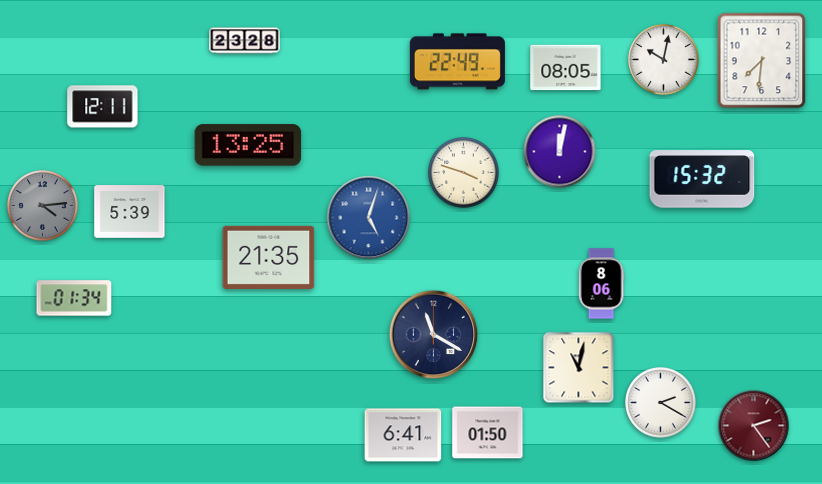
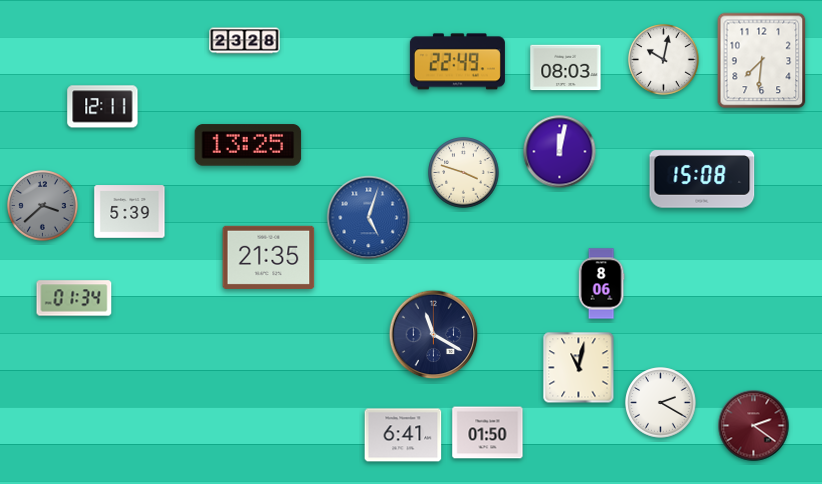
clock at (566, 68): 08:05 -> 08:03
clock at (702, 179): 15:32 -> 15:08
clock at (43, 206): 4:14 -> 3:38
clock at (754, 426): 2:24 -> 2:21
